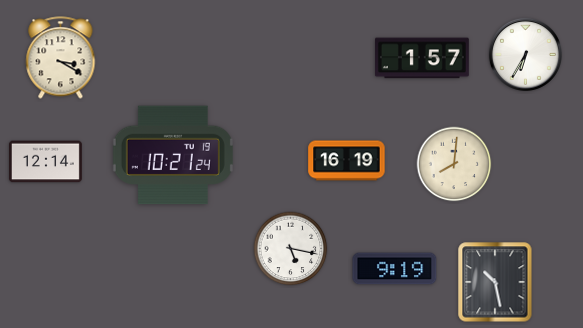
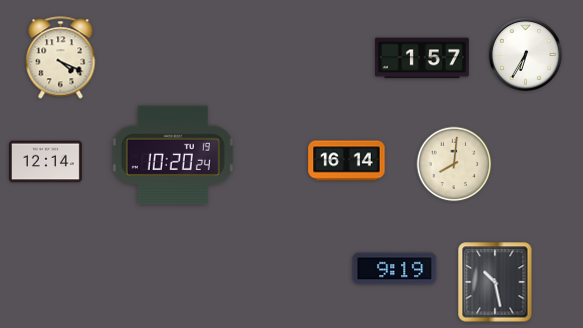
clock at (61, 58): 3:20 -> 4:19
clock at (173, 155): 10:21 -> 10:20
clock at (347, 161): 16:19 -> 16:14
clock at (291, 249): 5:17 -> none
